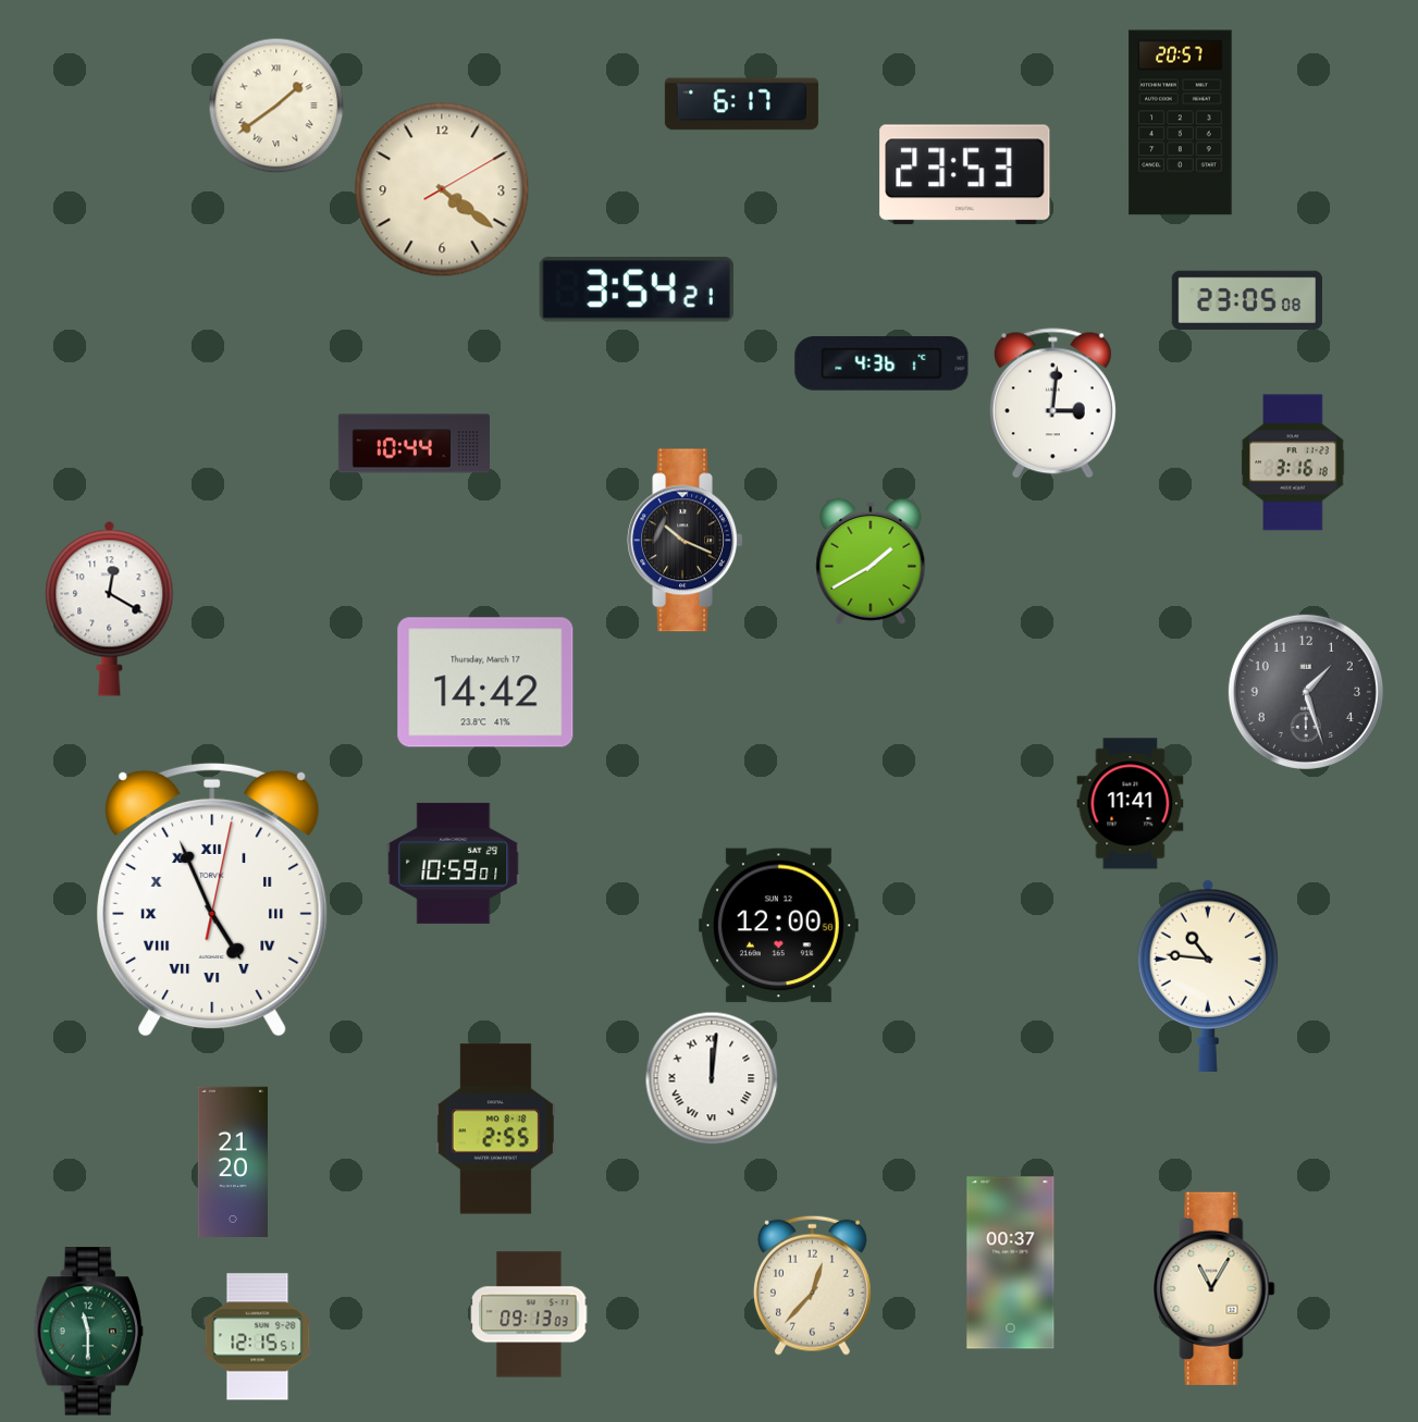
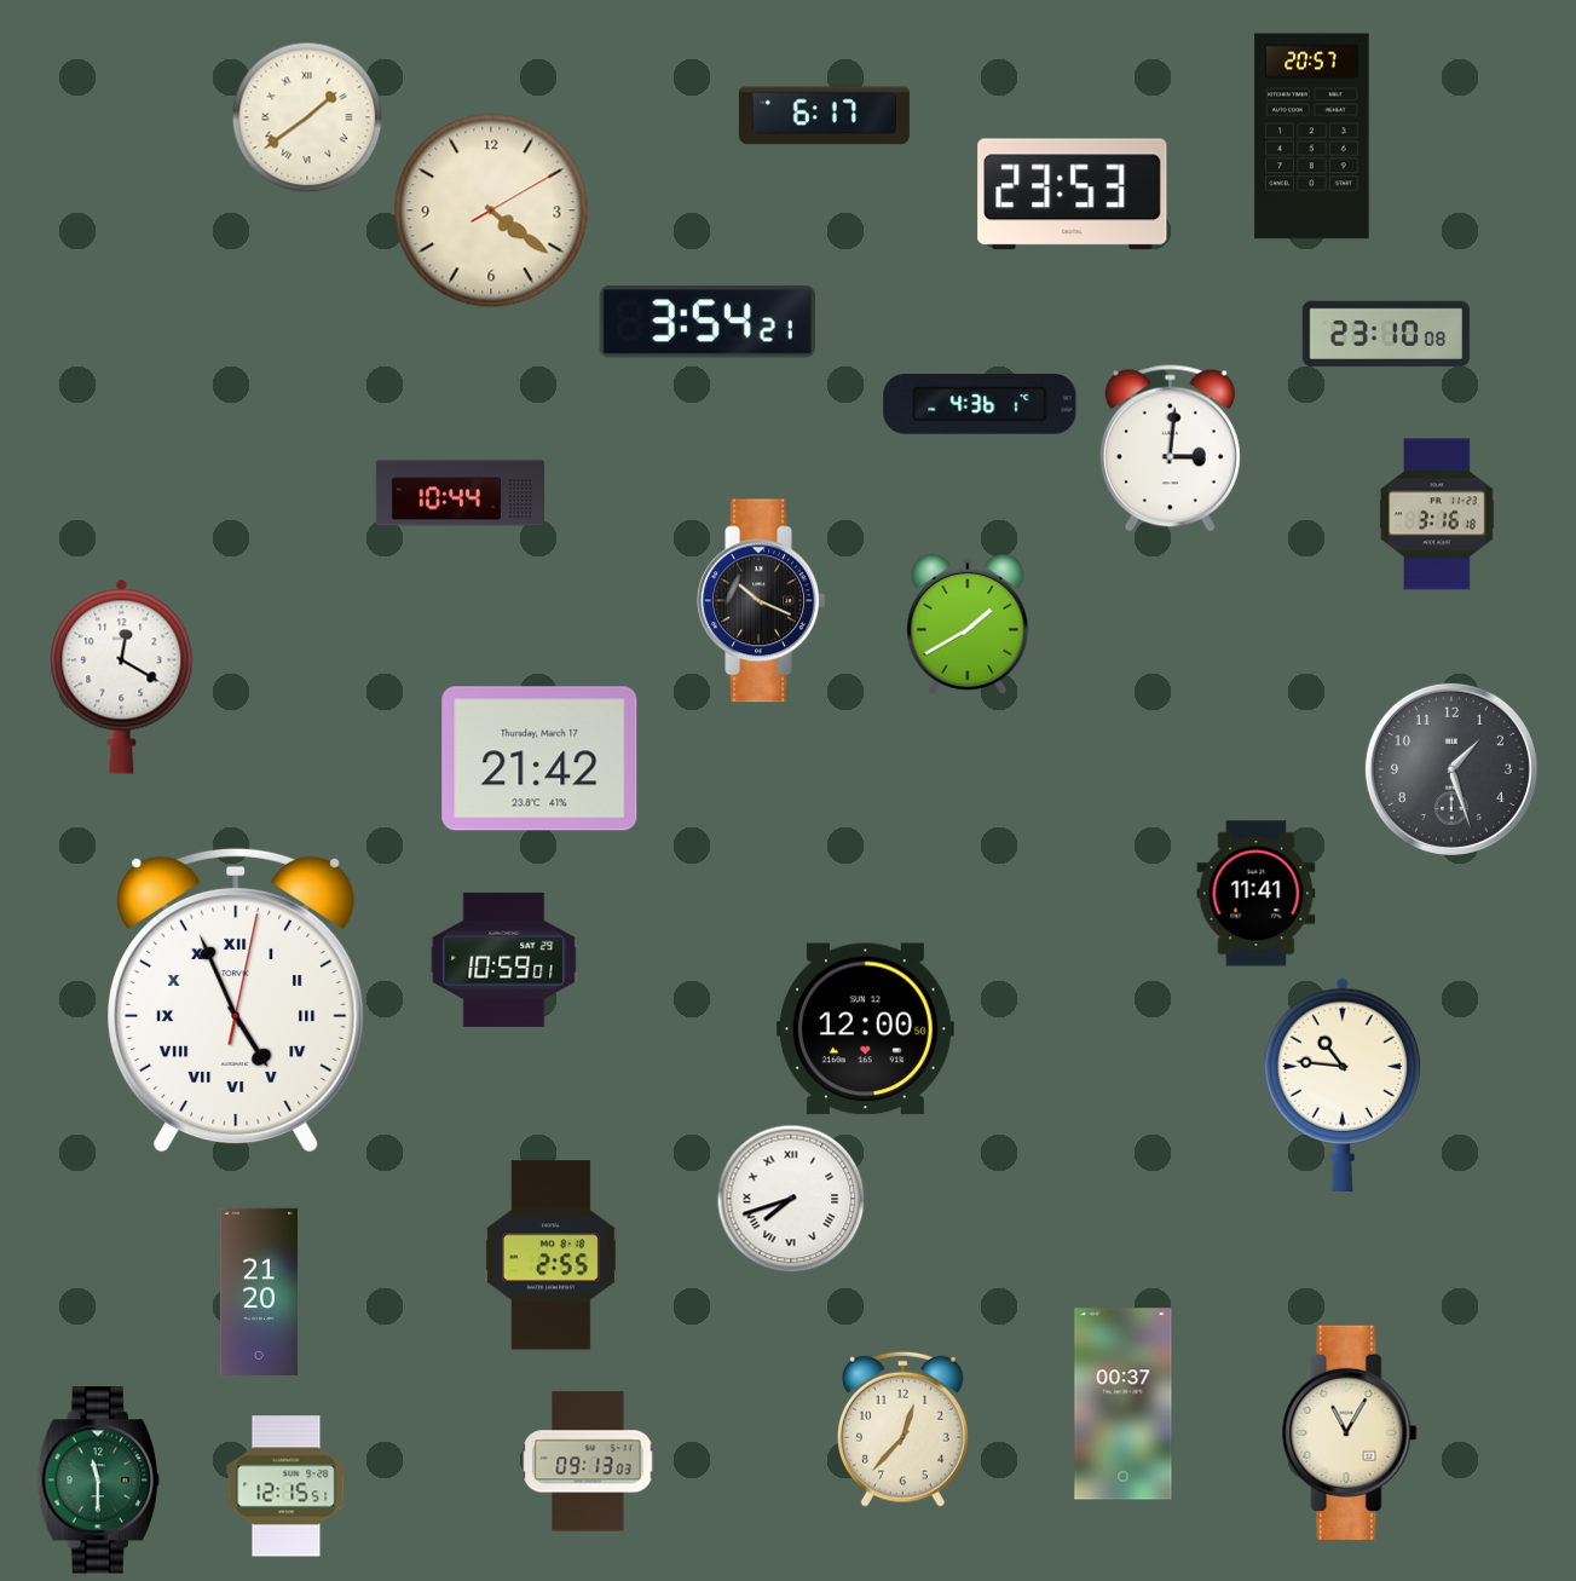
clock at (1247, 300): 23:05 -> 23:10
clock at (485, 682): 14:42 -> 21:42
clock at (712, 1078): 12:01 -> 7:42
